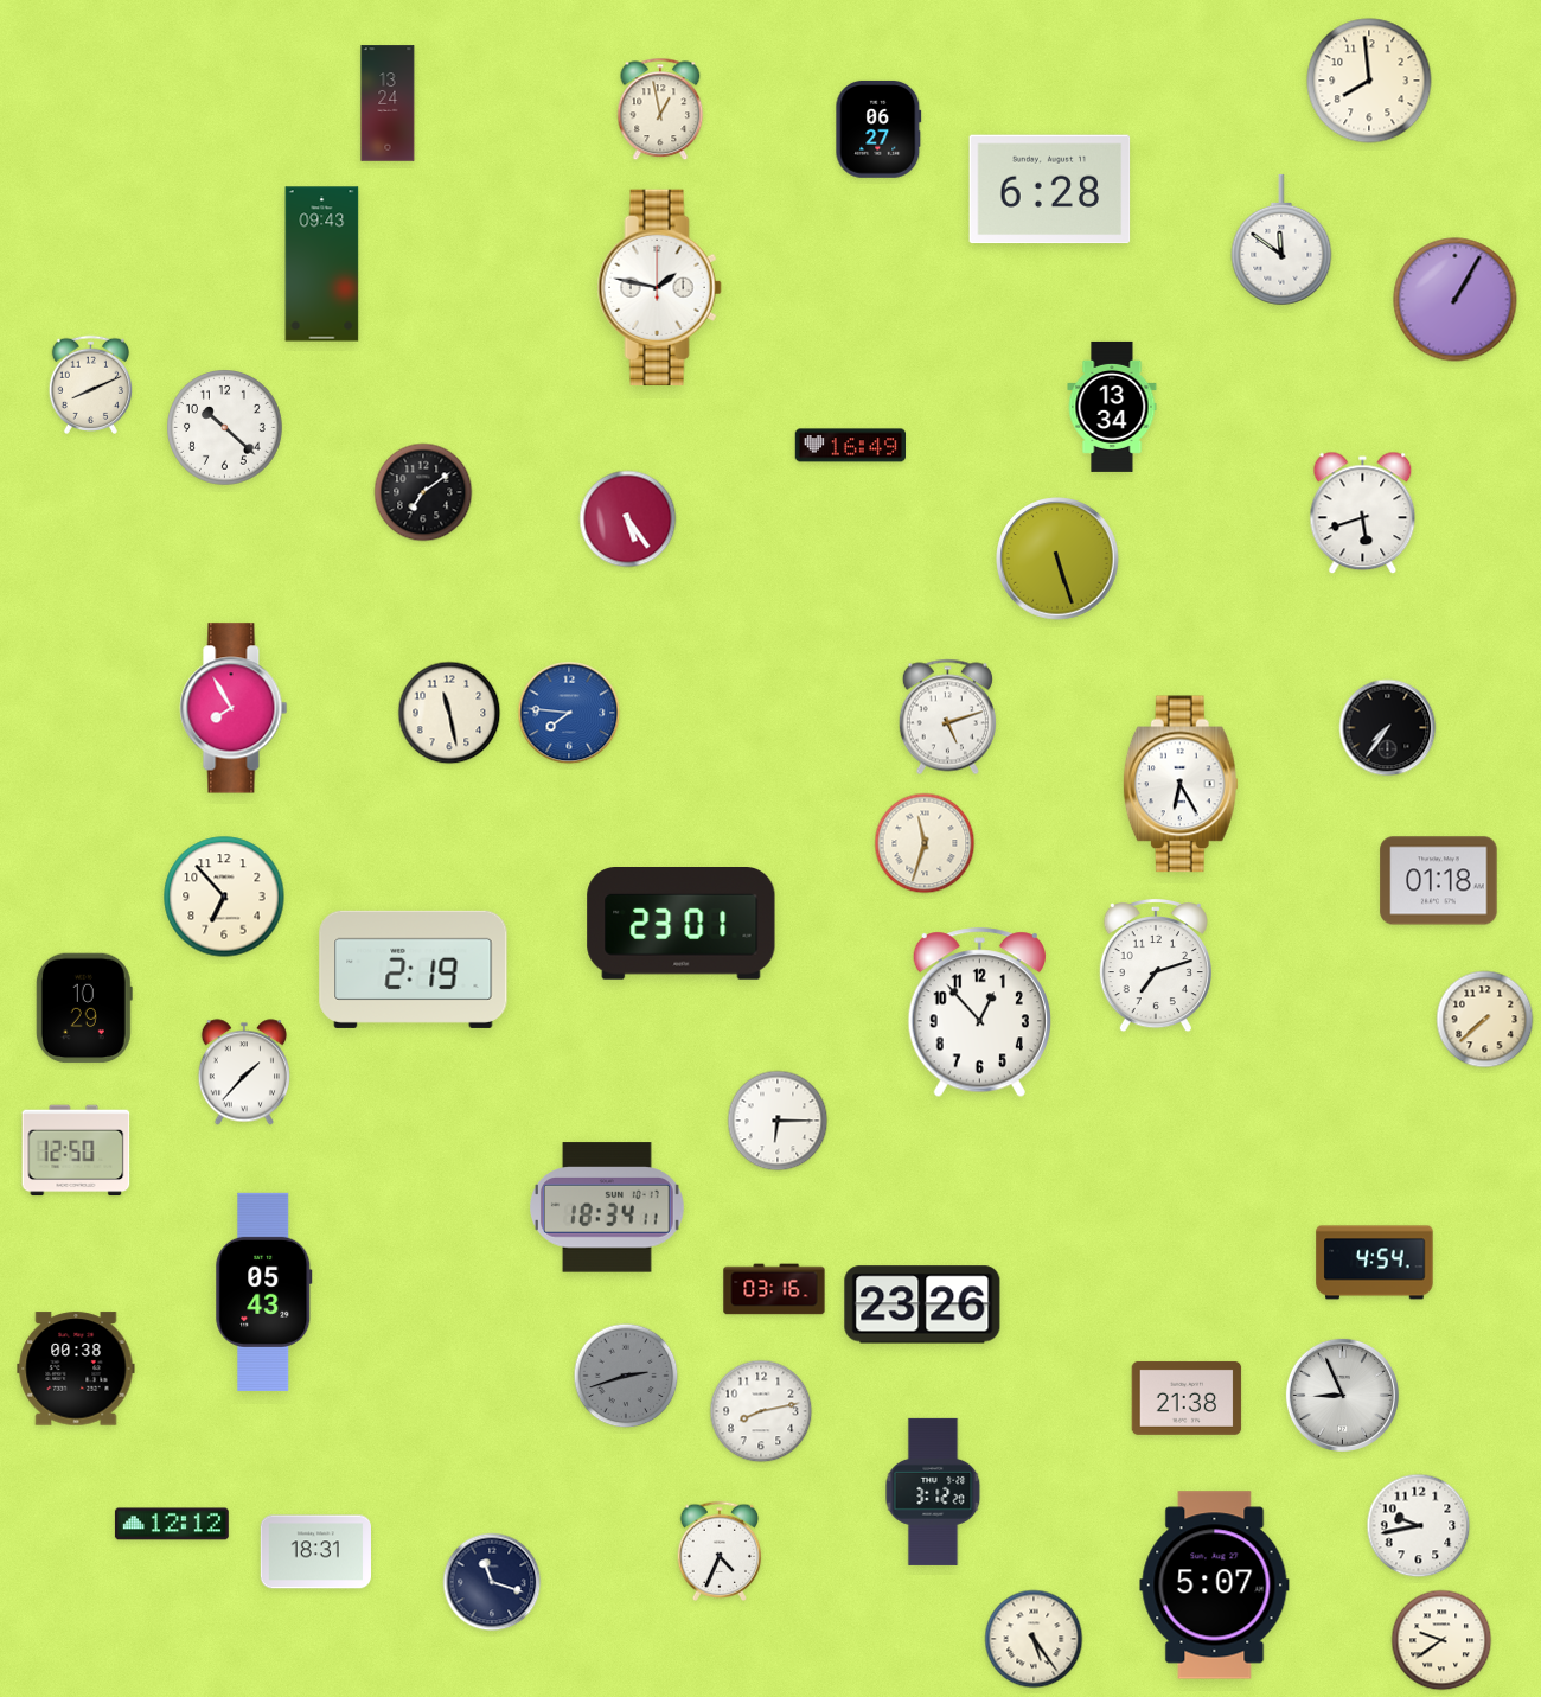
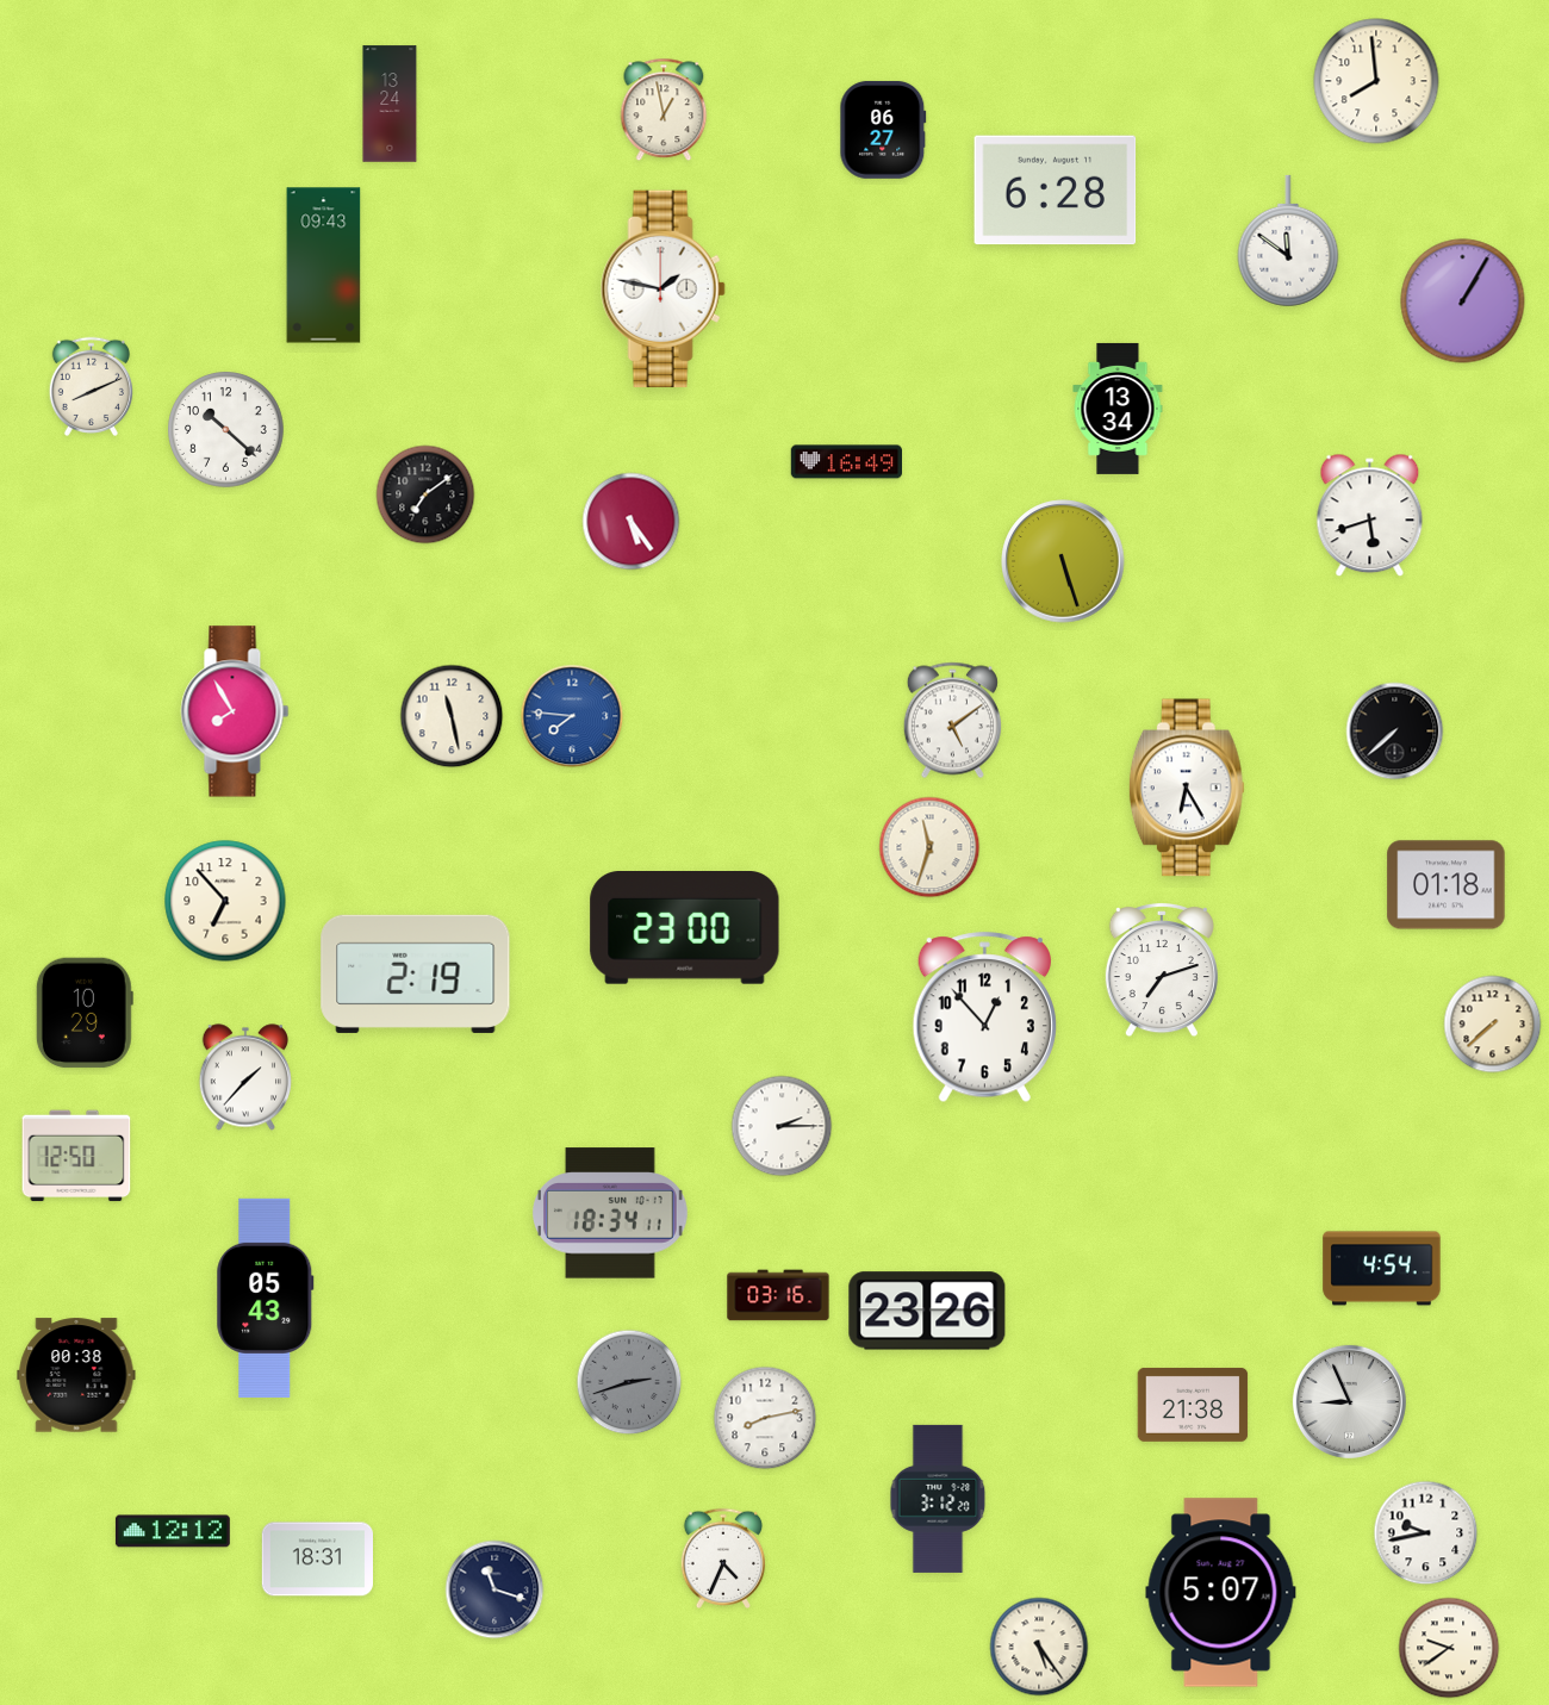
clock at (850, 446) position: (850, 446) -> (846, 462)
clock at (947, 717): 5:12 -> 5:09
clock at (1388, 728): 7:36 -> 7:38
clock at (682, 924): 23:01 -> 23:00
clock at (778, 1121): 6:15 -> 2:15
